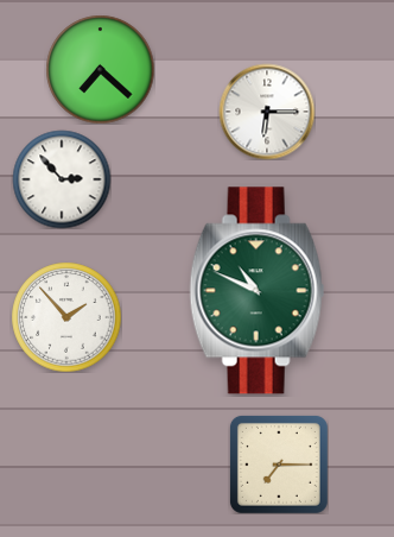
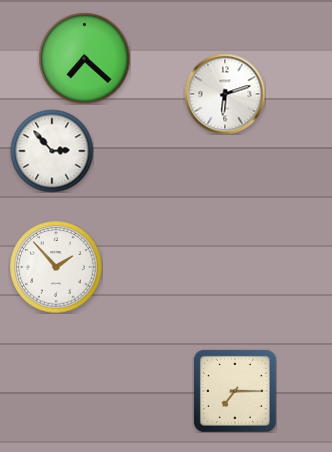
clock at (267, 112): 6:15 -> 6:12
clock at (258, 291): 10:49 -> none
